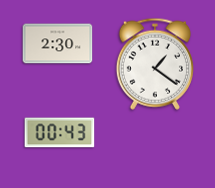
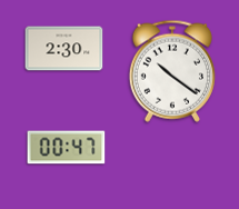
clock at (155, 64): 1:21 -> 10:21
clock at (60, 133): 00:43 -> 00:47
